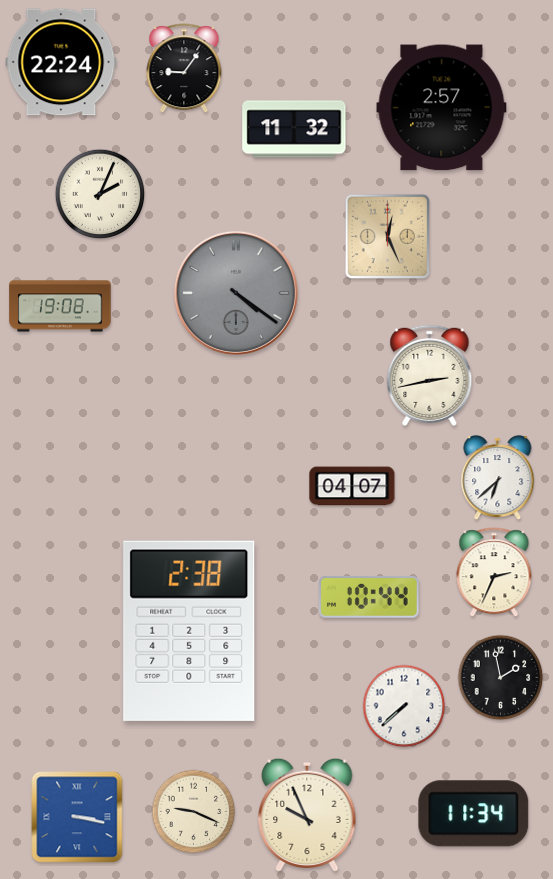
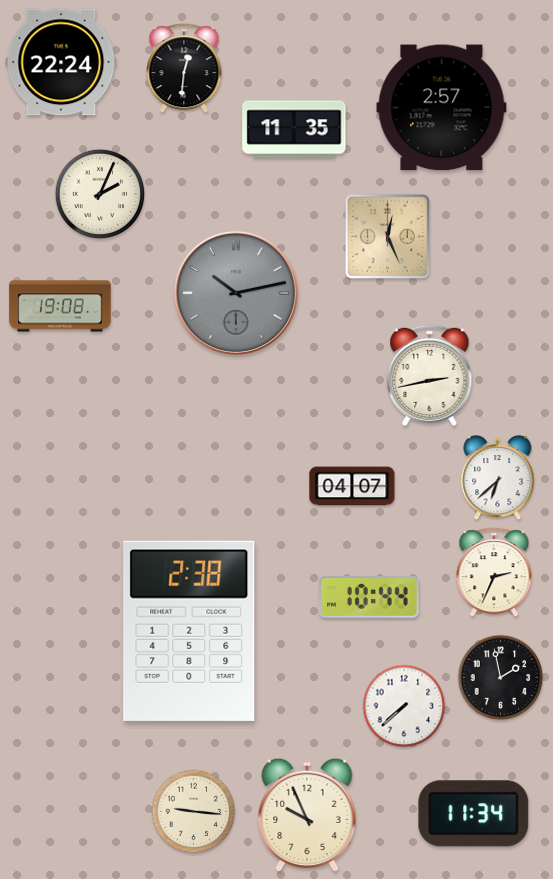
clock at (184, 69): 9:06 -> 12:31
clock at (294, 129): 11:32 -> 11:35
clock at (236, 293): 4:21 -> 10:13
clock at (194, 812): 9:19 -> 9:16
clock at (77, 817): 3:17 -> none
